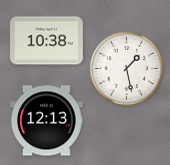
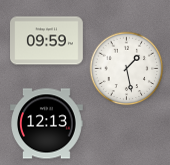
clock at (47, 41): 10:38 -> 09:59
clock at (47, 121) position: (47, 121) -> (47, 124)
